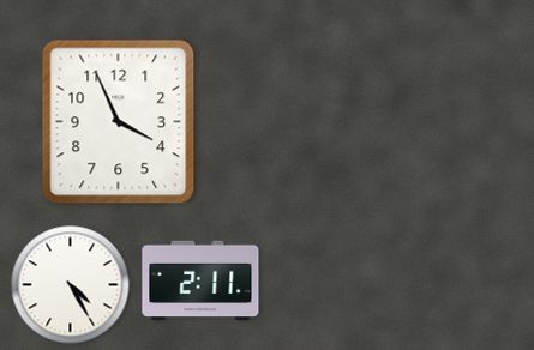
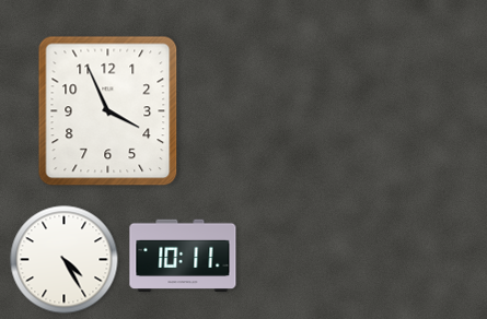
clock at (200, 280): 2:11 -> 10:11
